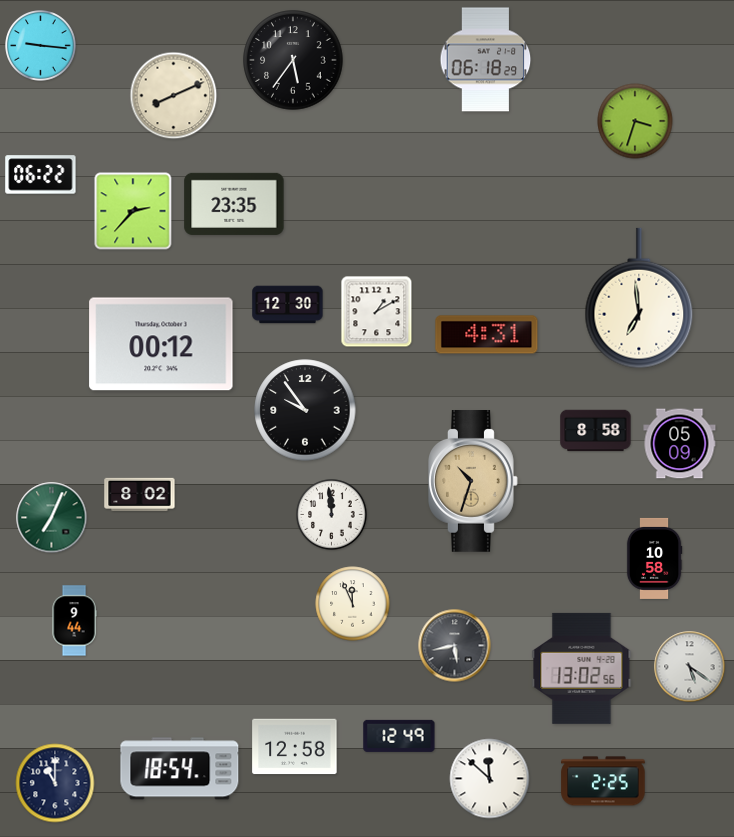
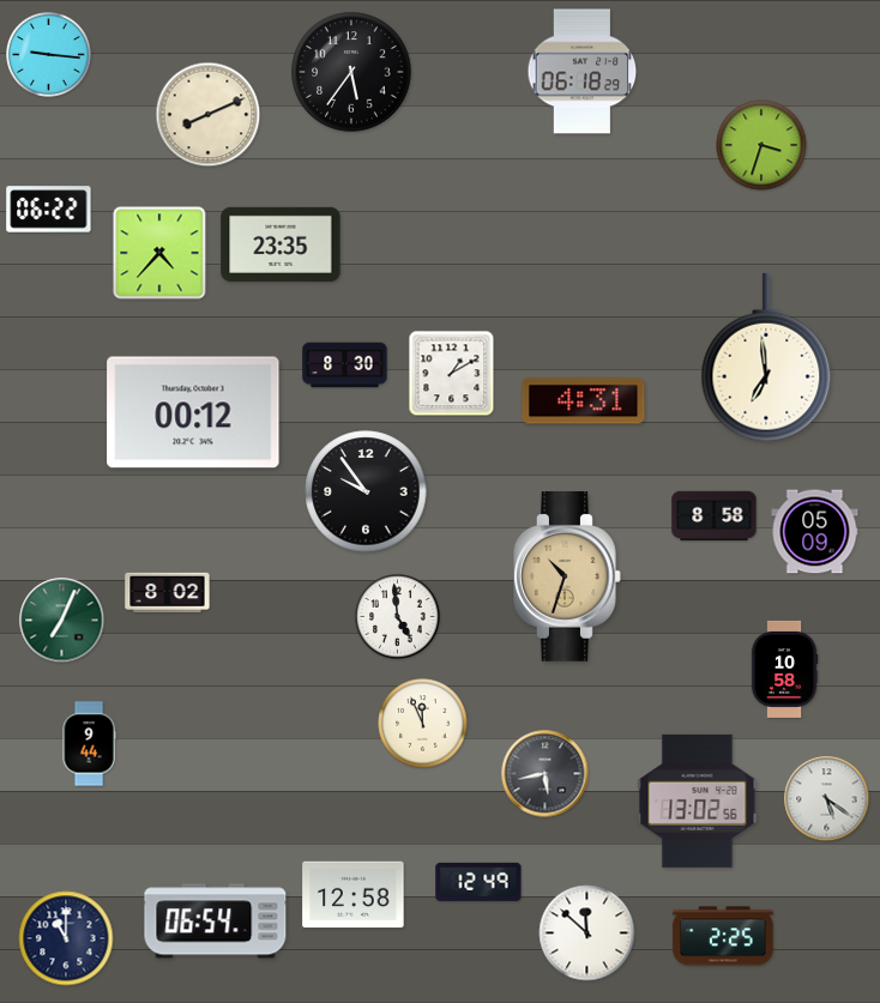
clock at (133, 211): 2:37 -> 4:37
clock at (288, 305): 12:30 -> 8:30
clock at (332, 515): 11:59 -> 4:59
clock at (180, 769): 18:54 -> 06:54
